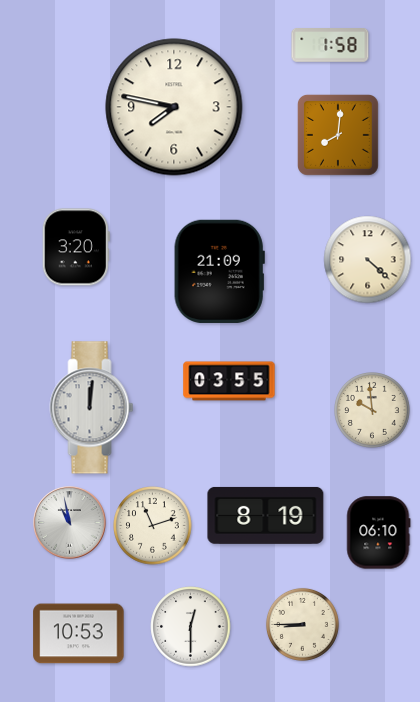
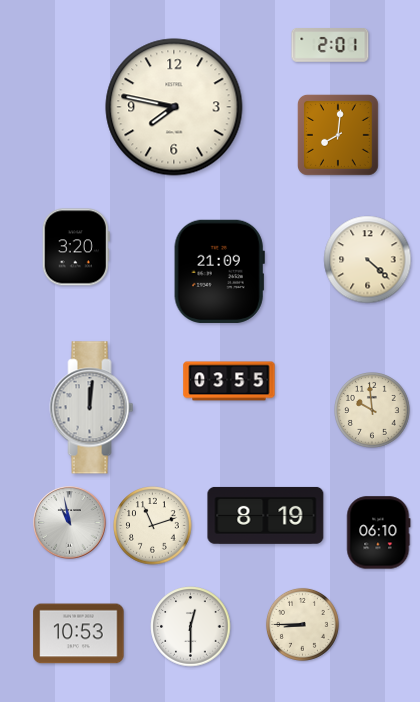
clock at (330, 45): 1:58 -> 2:01
